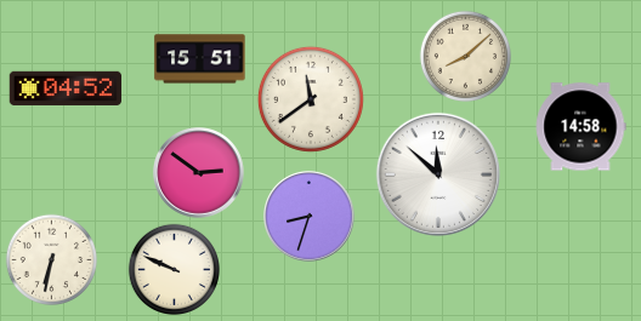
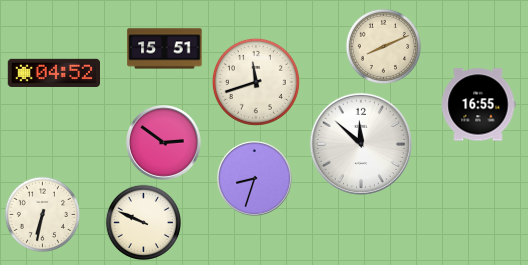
clock at (465, 56): 8:08 -> 8:11
clock at (311, 99): 11:39 -> 11:42
clock at (580, 127): 14:58 -> 16:55
